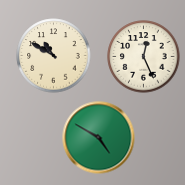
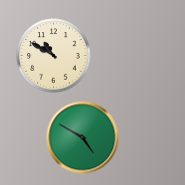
clock at (144, 57): 12:26 -> none
clock at (99, 138) position: (99, 138) -> (83, 138)
